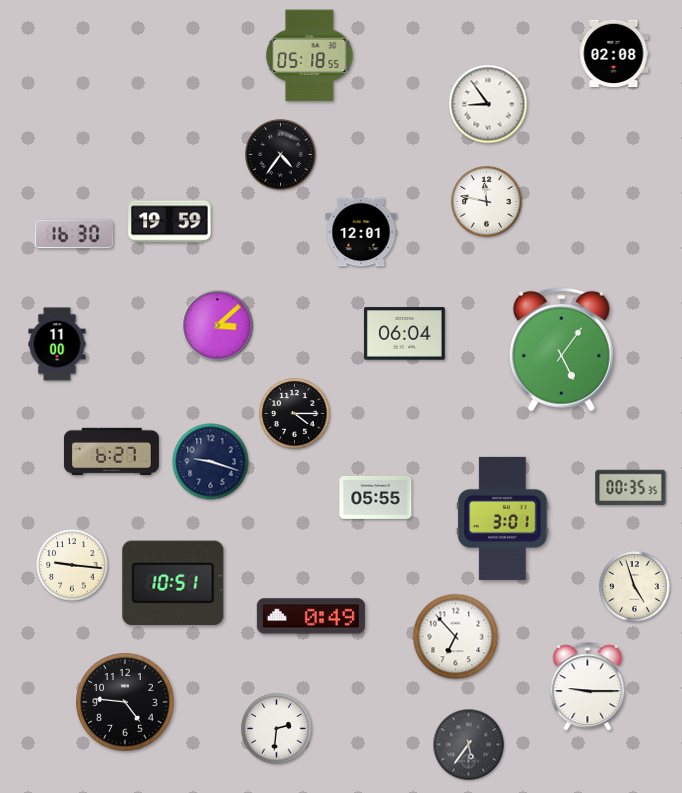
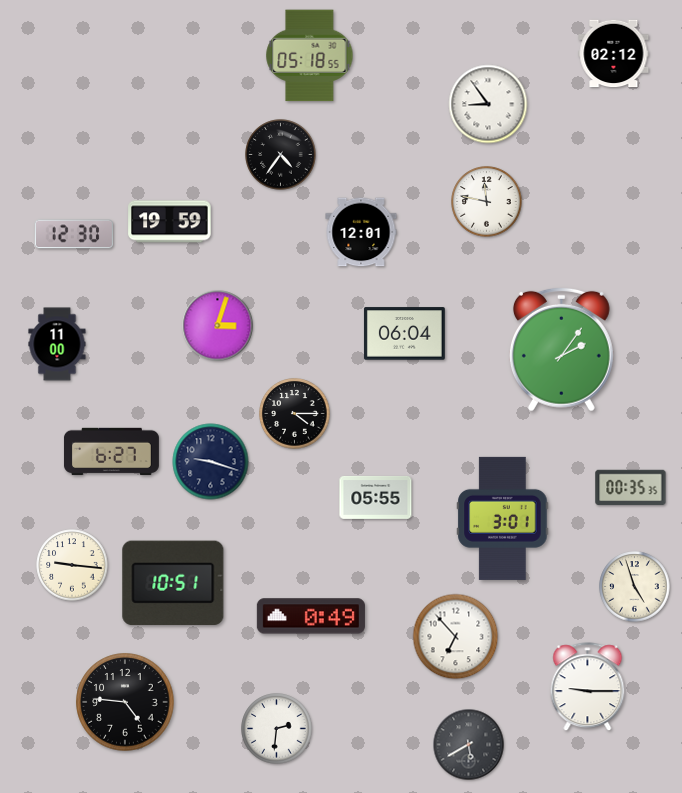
clock at (614, 54): 02:08 -> 02:12
clock at (73, 234): 16:30 -> 12:30
clock at (218, 326): 3:08 -> 3:03
clock at (561, 349): 5:06 -> 2:06
clock at (469, 745): 5:36 -> 5:40
